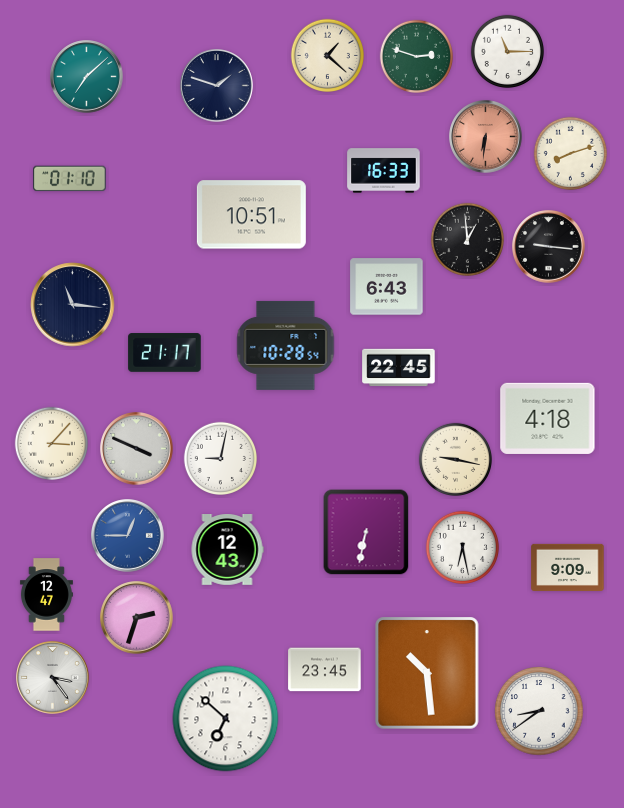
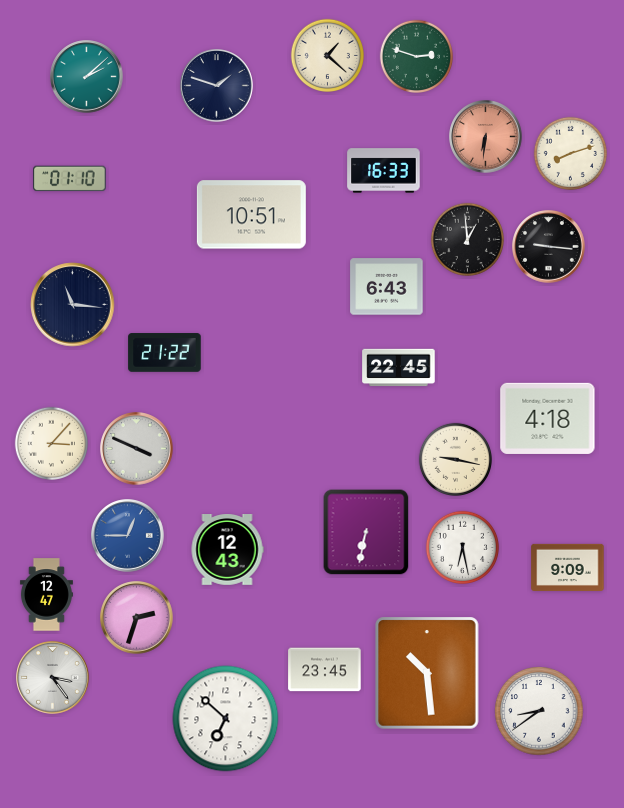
clock at (507, 51): 11:15 -> none
clock at (87, 77): 7:08 -> 2:08
clock at (286, 345): 10:28 -> none
clock at (165, 353): 21:17 -> 21:22
clock at (220, 458): 9:02 -> none
